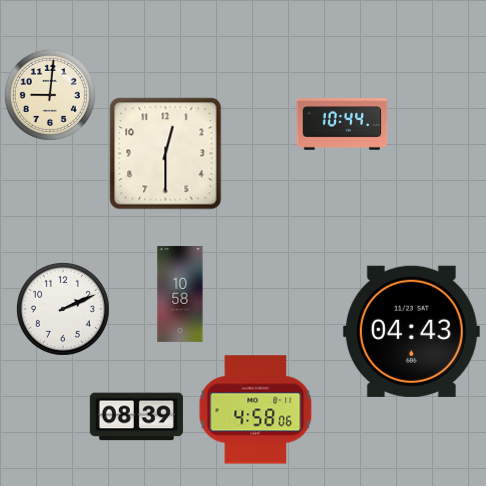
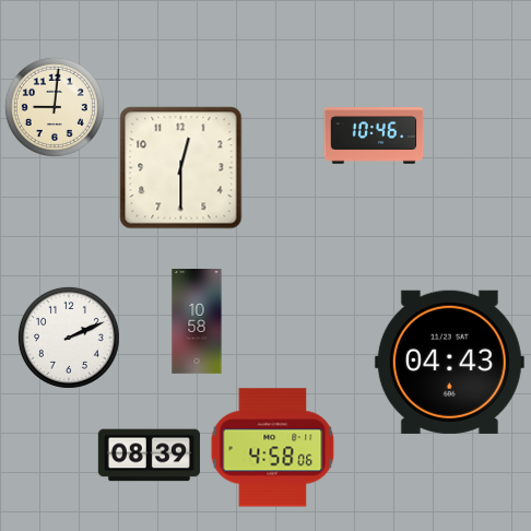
clock at (50, 95) position: (50, 95) -> (55, 107)
clock at (342, 124): 10:44 -> 10:46
clock at (256, 410) position: (256, 410) -> (273, 448)
